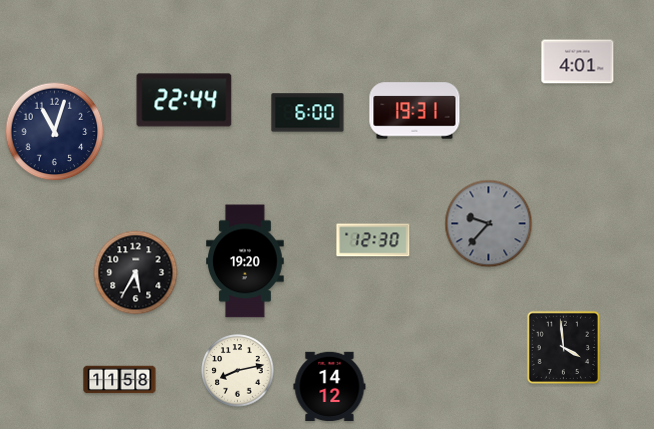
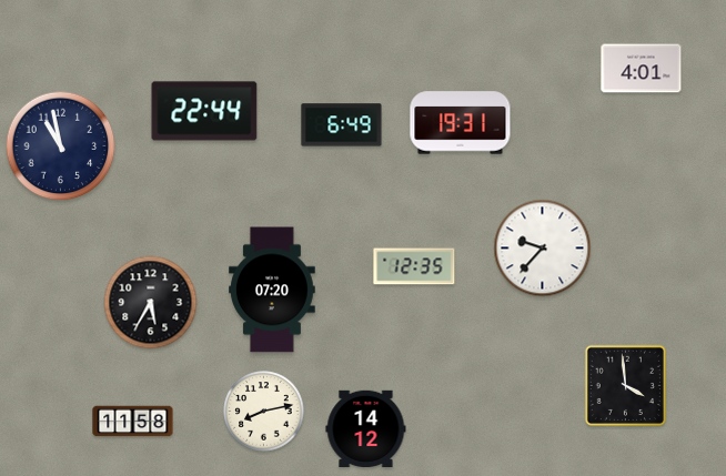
clock at (308, 113): 6:00 -> 6:49
clock at (55, 132): 11:03 -> 10:58
clock at (489, 224) dial: grey -> white
clock at (373, 240): 12:30 -> 12:35
clock at (246, 261): 19:20 -> 07:20
